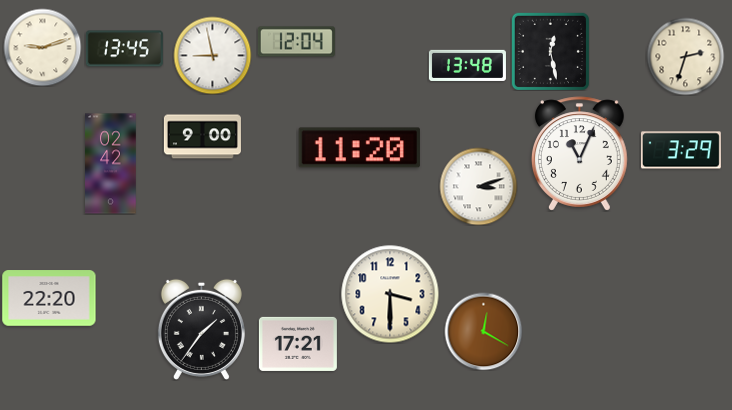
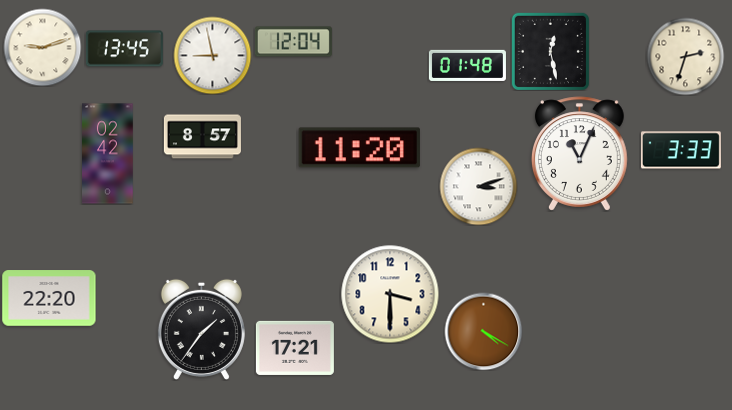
clock at (296, 42) position: (296, 42) -> (293, 42)
clock at (467, 65): 13:48 -> 01:48
clock at (202, 137): 9:00 -> 8:57
clock at (681, 150): 3:29 -> 3:33
clock at (111, 164) position: (111, 164) -> (108, 154)
clock at (483, 331): 12:20 -> 4:20
clock at (298, 344) position: (298, 344) -> (295, 348)
